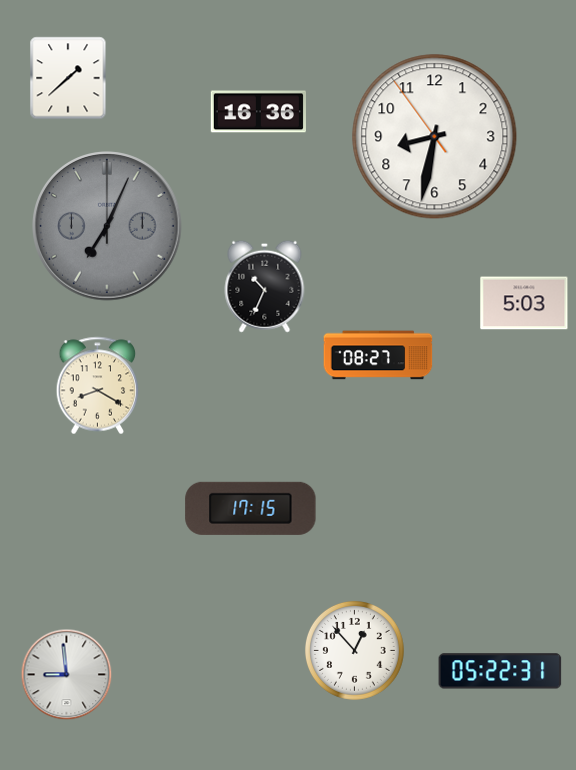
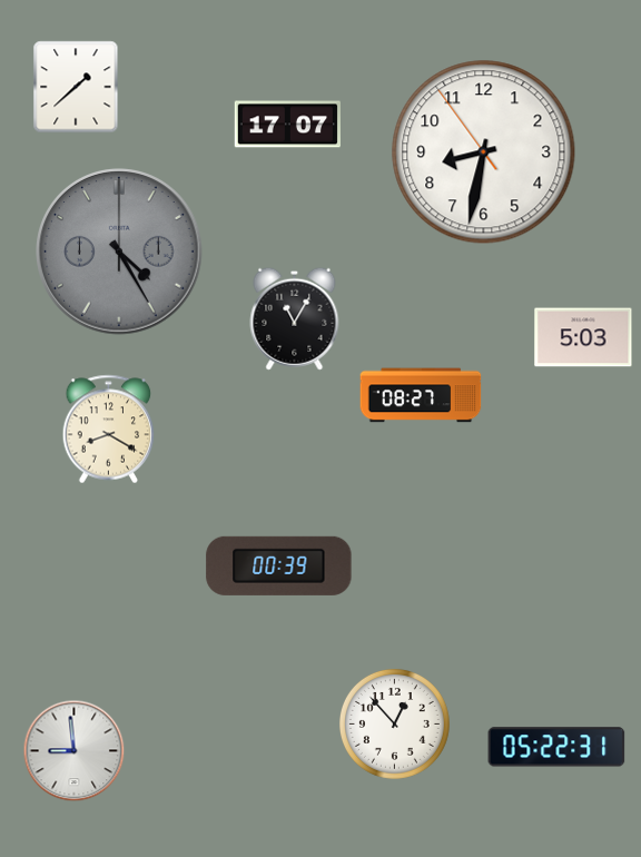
clock at (258, 112): 16:36 -> 17:07
clock at (107, 226): 7:04 -> 4:25
clock at (265, 286): 10:34 -> 11:05
clock at (251, 508): 17:15 -> 00:39
